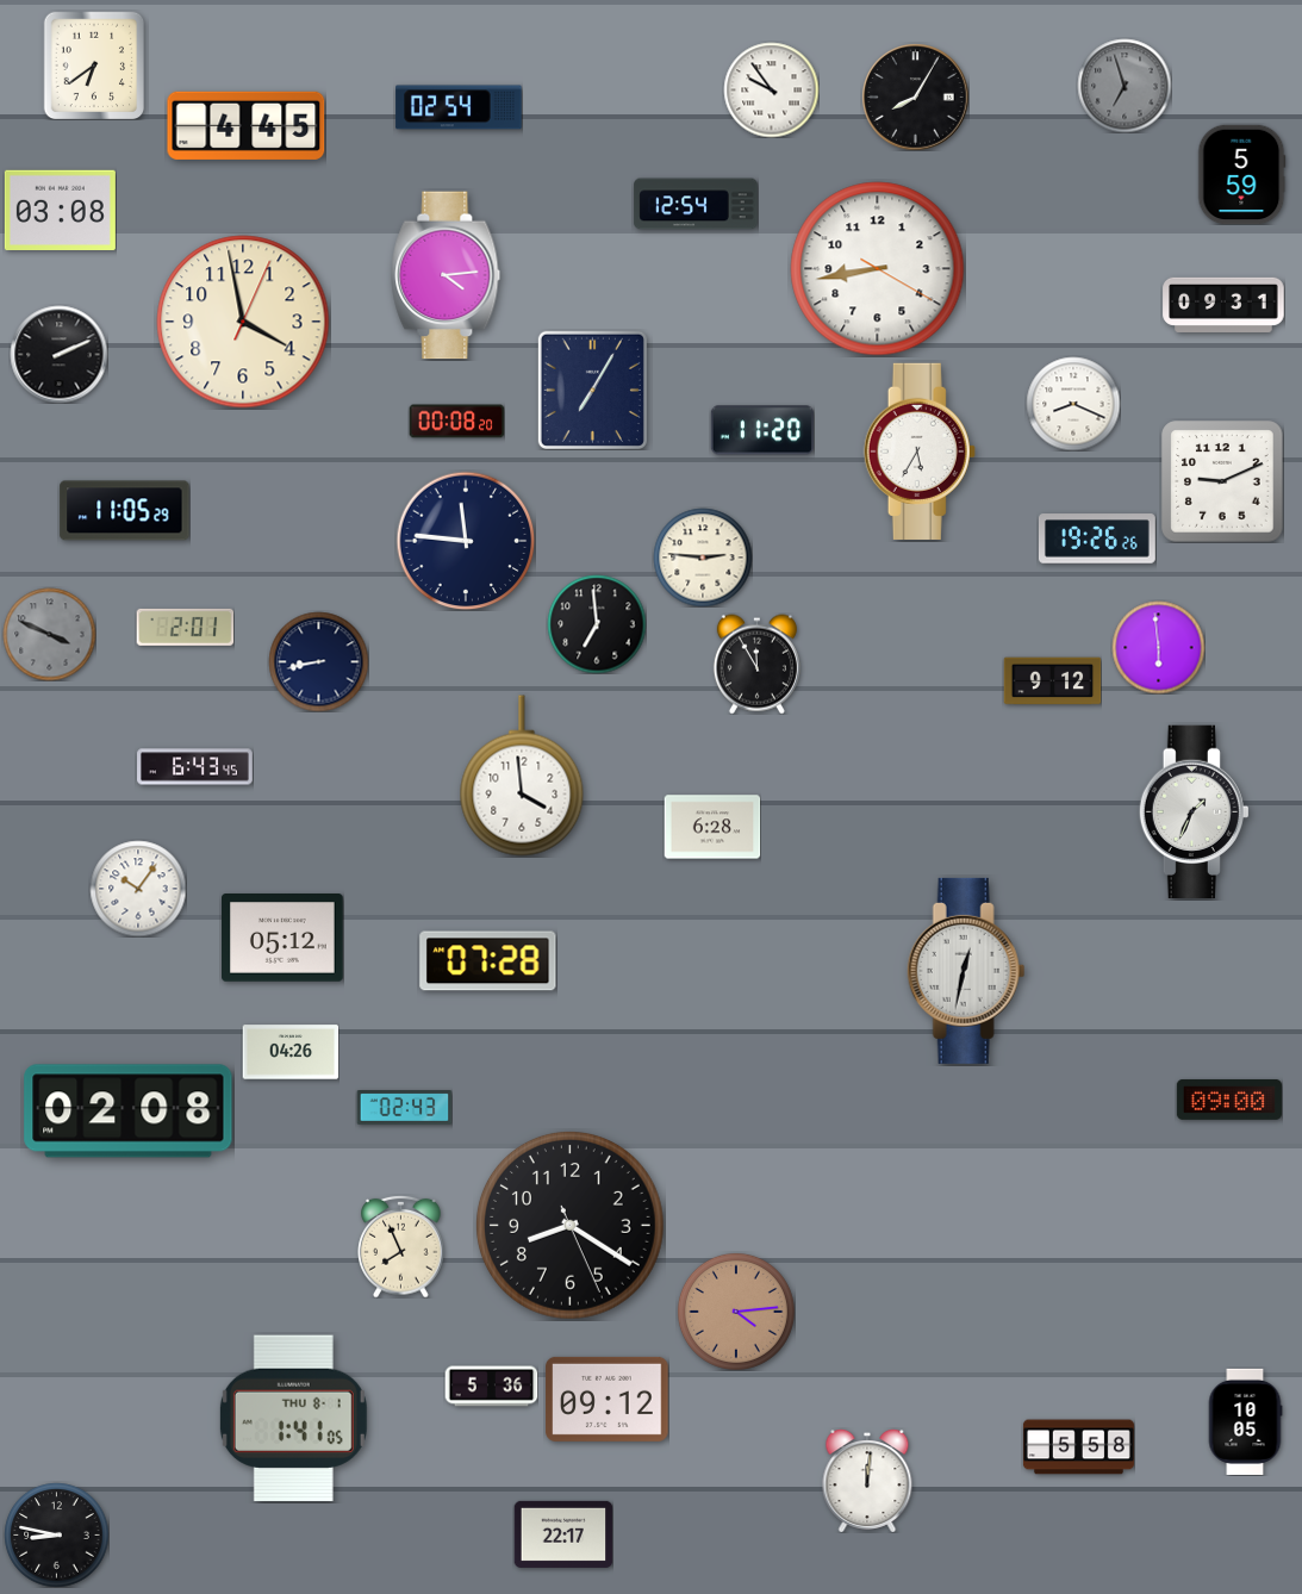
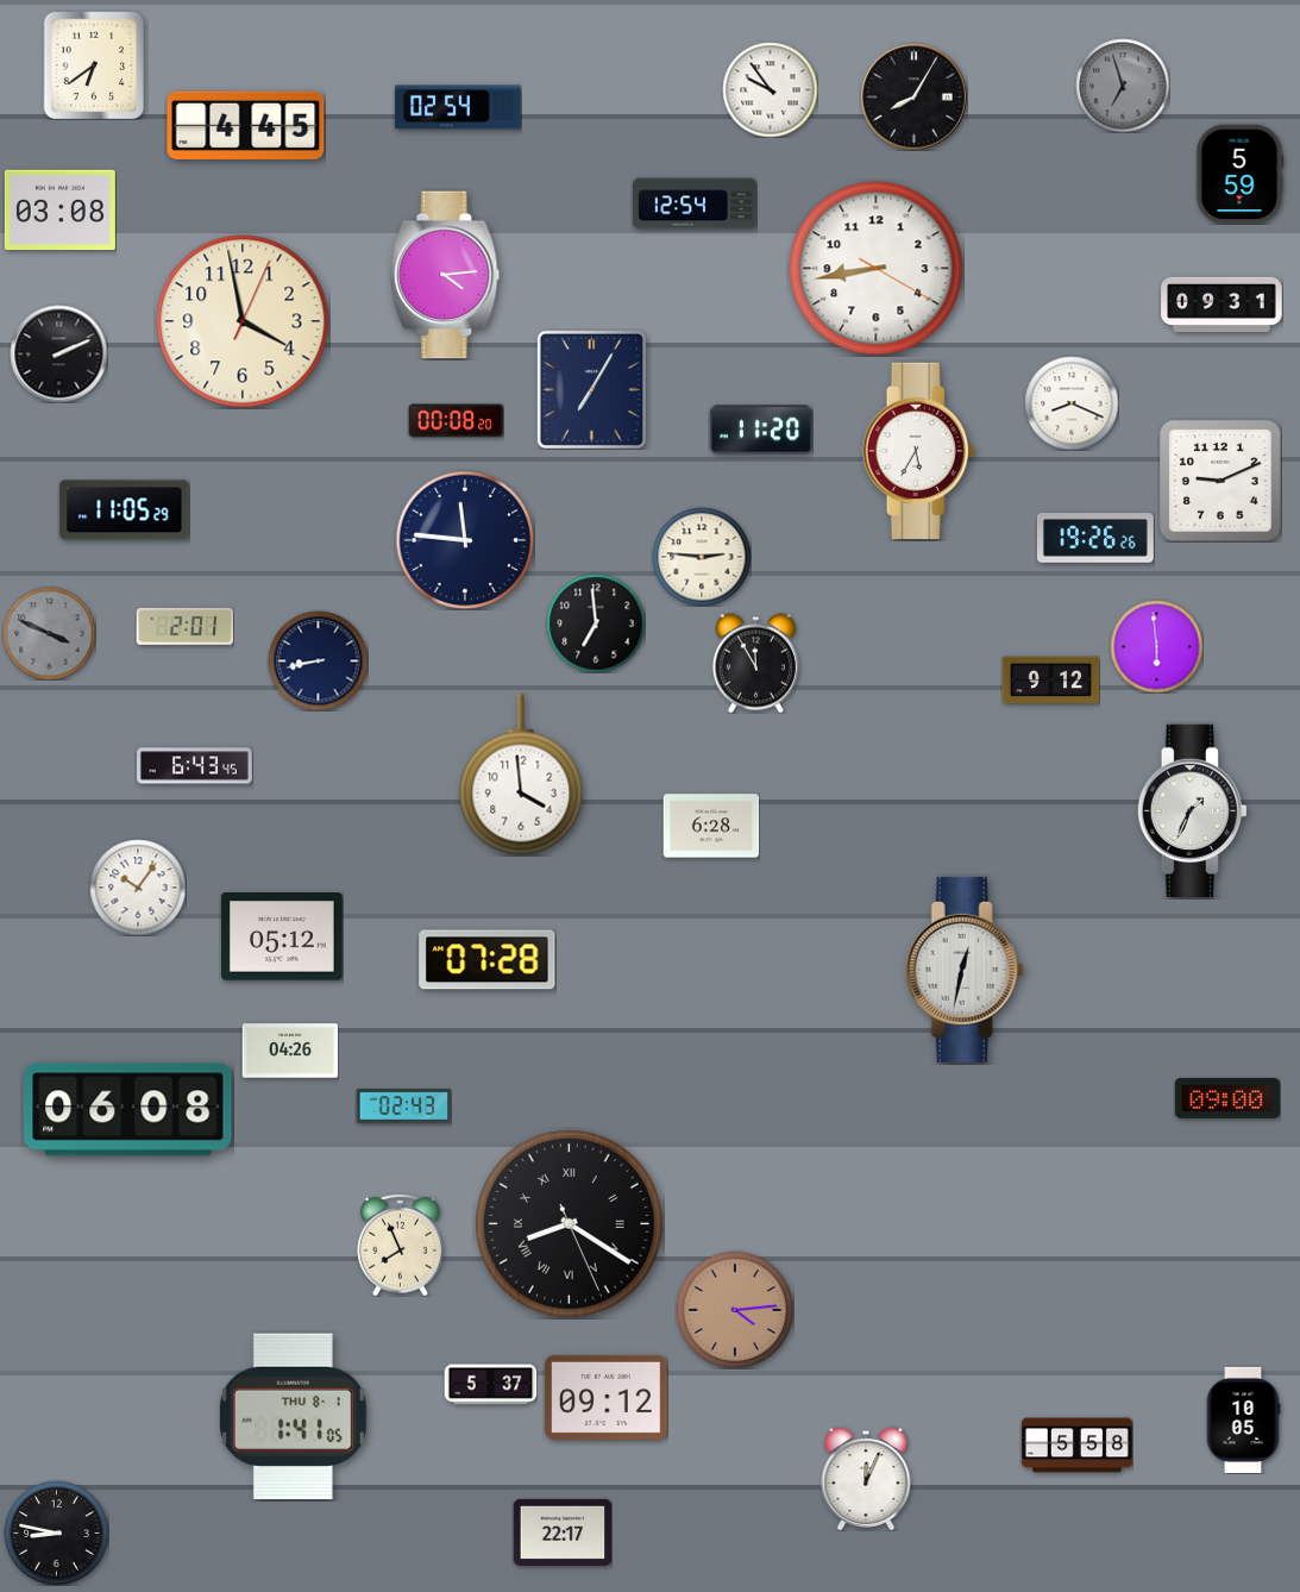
clock at (129, 1112): 02:08 -> 06:08
clock at (571, 1226) numerals: Arabic -> Roman
clock at (491, 1387): 5:36 -> 5:37
clock at (867, 1481): 12:01 -> 12:04
